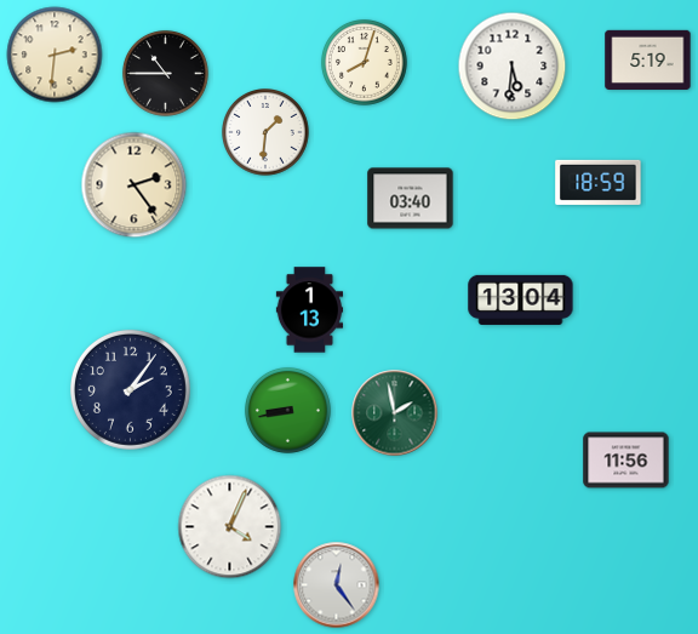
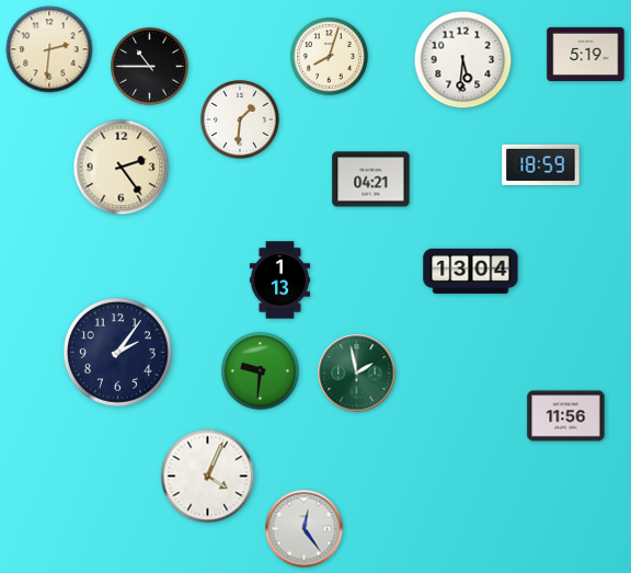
clock at (411, 199): 03:40 -> 04:21
clock at (287, 410): 8:43 -> 9:31
